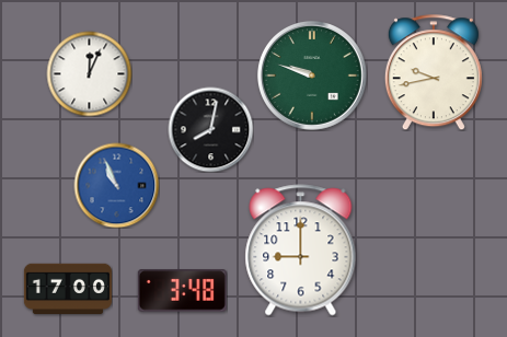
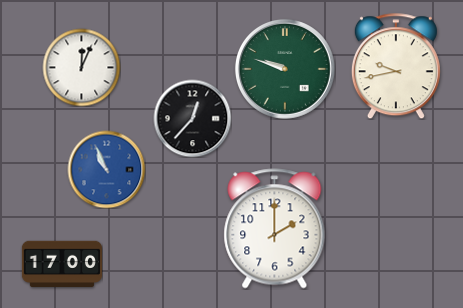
clock at (210, 129): 8:02 -> 12:37
clock at (301, 251): 9:00 -> 2:00
clock at (182, 291): 3:48 -> none
